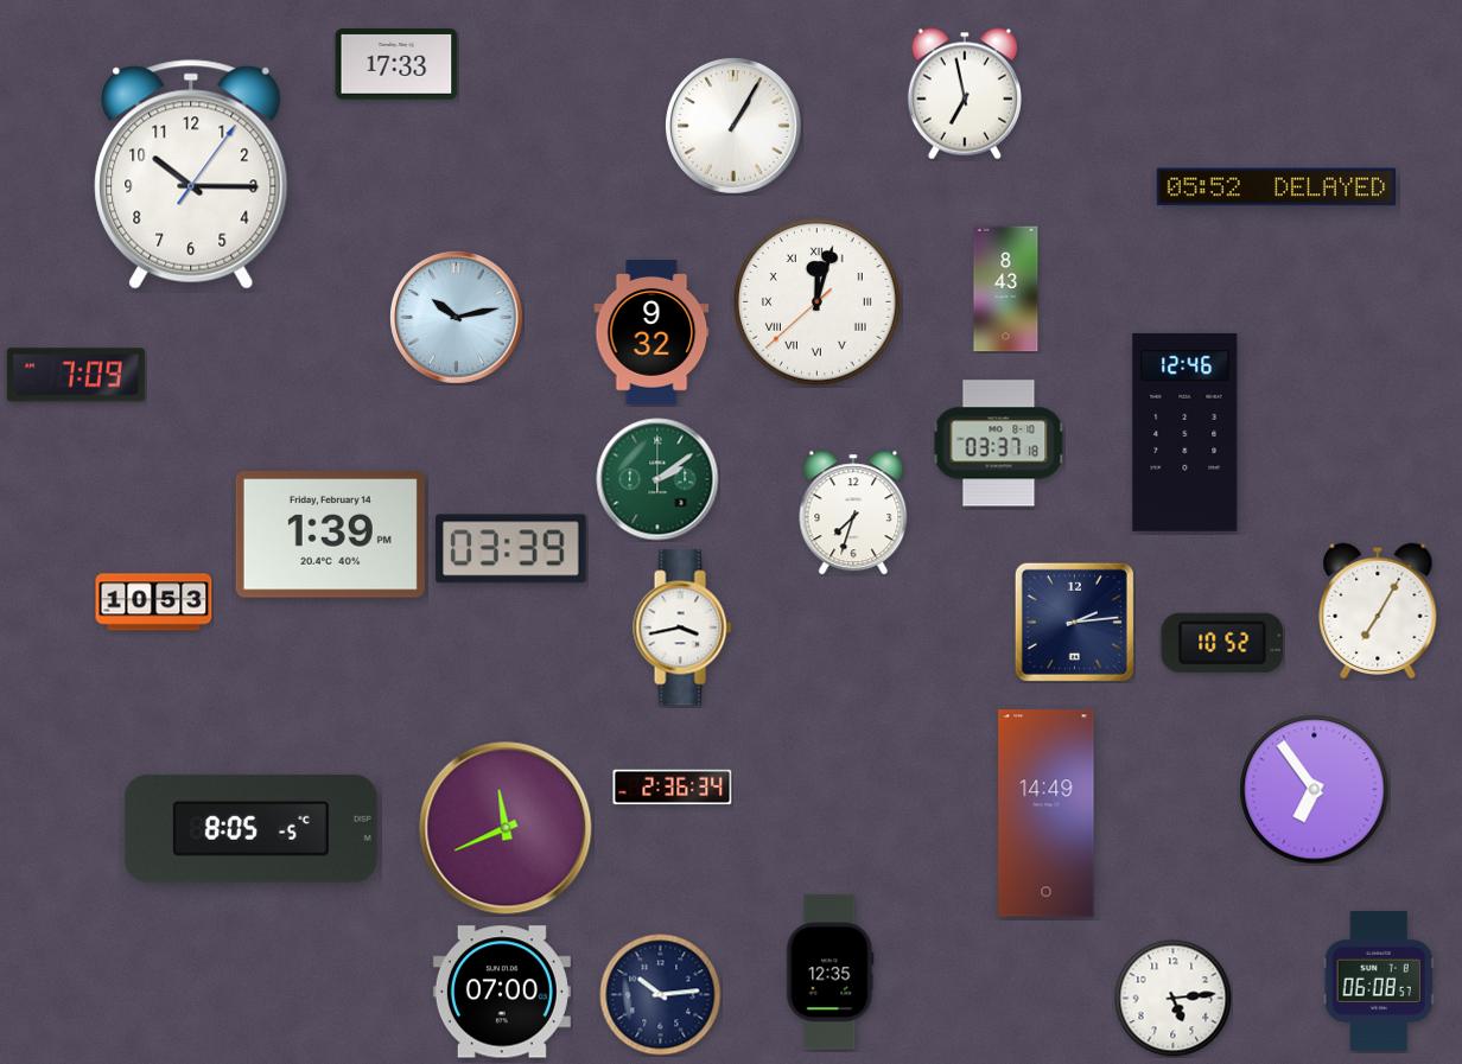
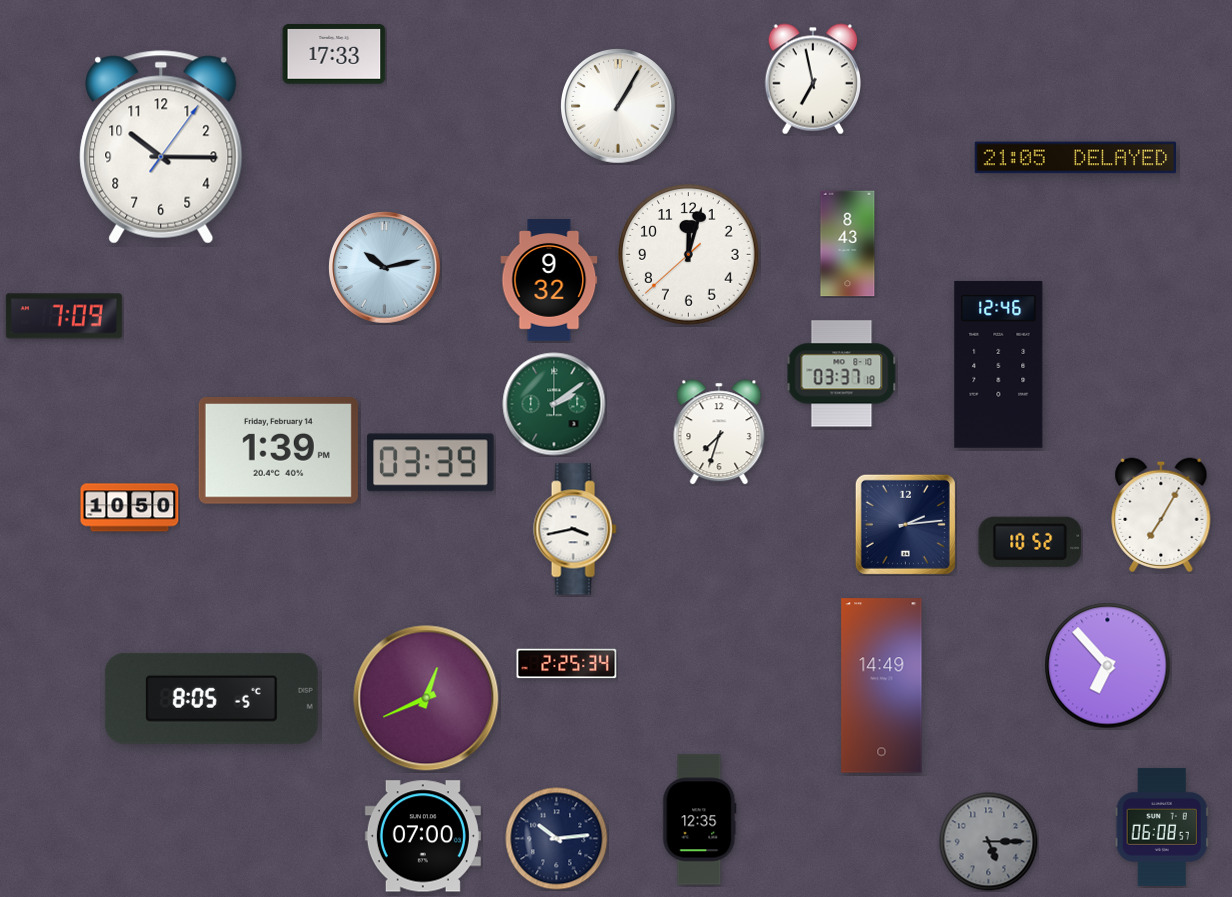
clock at (1277, 187): 05:52 -> 21:05
clock at (818, 302) numerals: Roman -> Arabic
clock at (154, 603): 10:53 -> 10:50
clock at (673, 788): 2:36 -> 2:25
clock at (1315, 790): 6:54 -> 6:53
clock at (506, 828): 11:41 -> 12:41
clock at (1174, 999): 5:14 -> 5:15
clock at (1174, 999) dial: white -> grey
